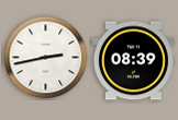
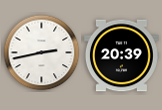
clock at (133, 61): 08:39 -> 20:39
